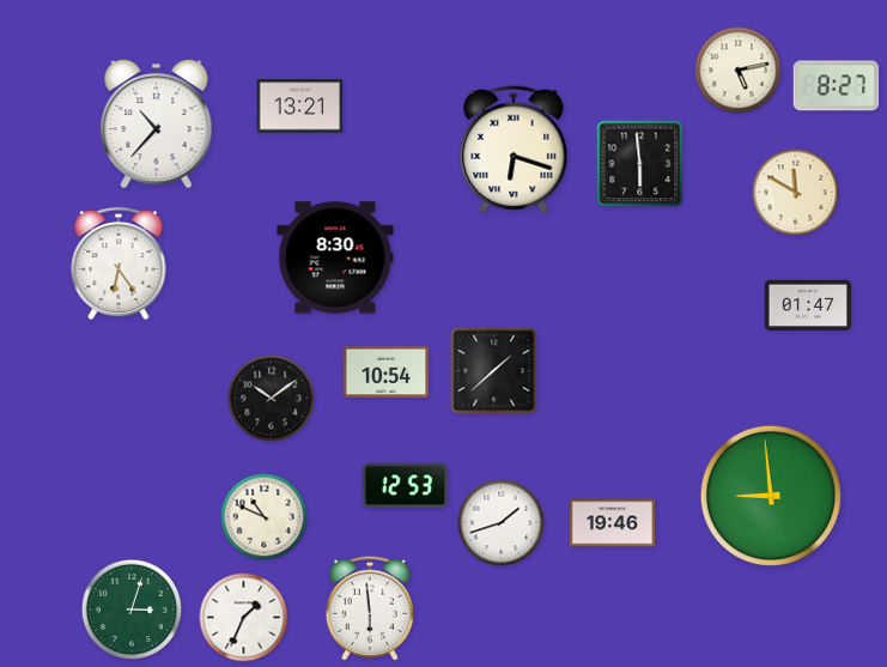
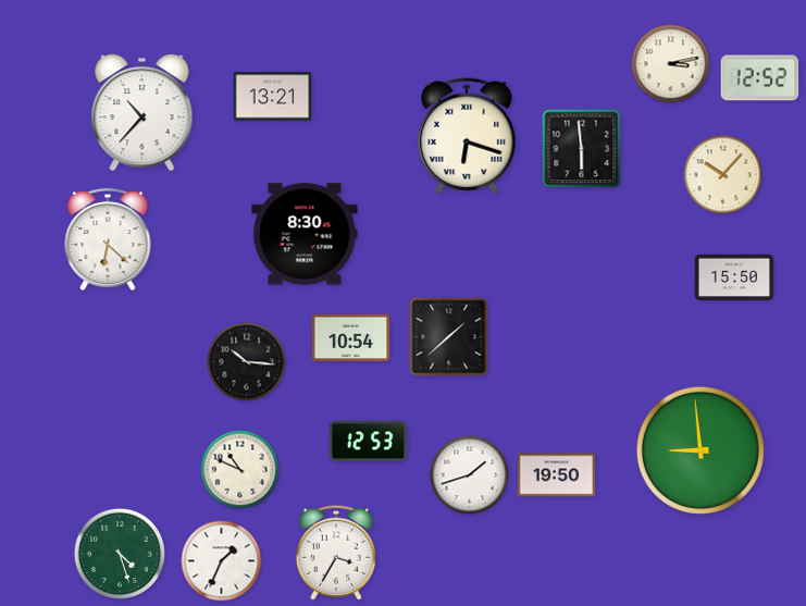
clock at (739, 71): 5:13 -> 3:13
clock at (837, 86): 8:27 -> 12:52
clock at (796, 193): 11:50 -> 10:07
clock at (119, 263): 6:24 -> 6:22
clock at (808, 304): 01:47 -> 15:50
clock at (272, 399): 10:09 -> 10:16
clock at (502, 523) position: (502, 523) -> (470, 475)
clock at (613, 523): 19:46 -> 19:50
clock at (130, 608): 3:03 -> 4:27
clock at (370, 608): 5:59 -> 3:35
